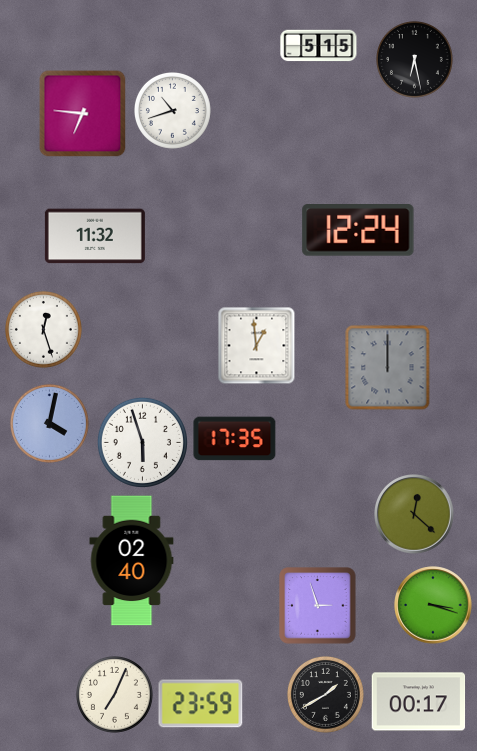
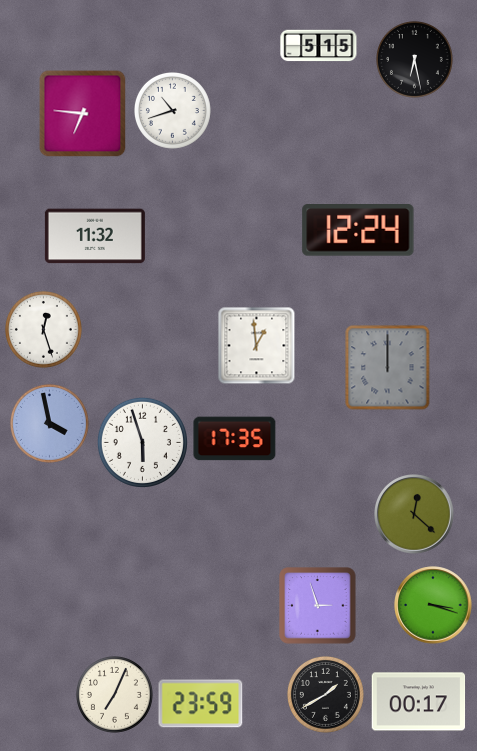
clock at (49, 423): 4:02 -> 3:58
clock at (132, 561): 02:40 -> none
